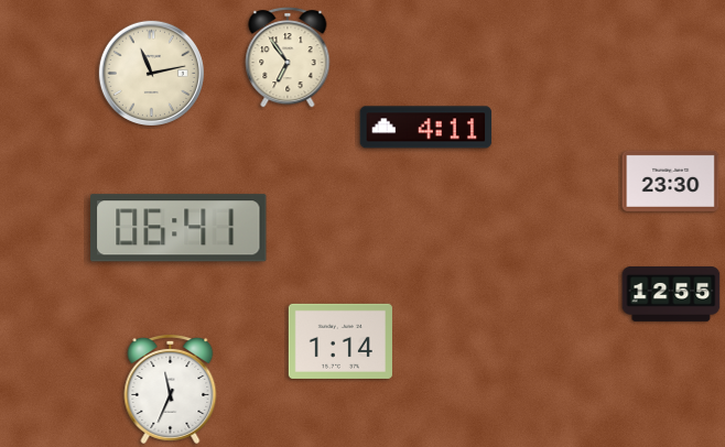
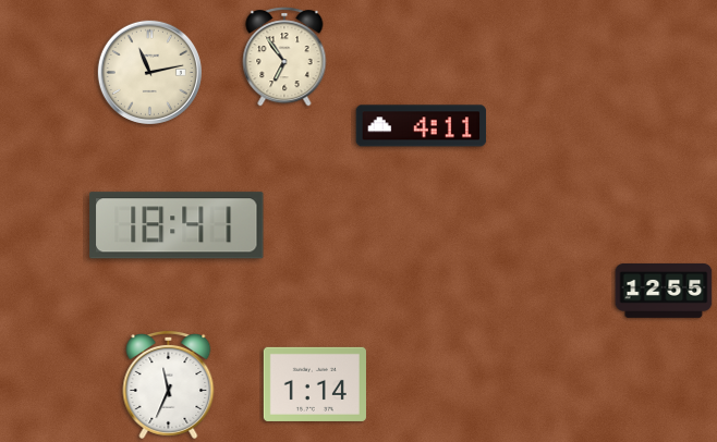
clock at (671, 181): 23:30 -> none
clock at (178, 228): 06:41 -> 18:41
clock at (339, 341) position: (339, 341) -> (314, 384)
